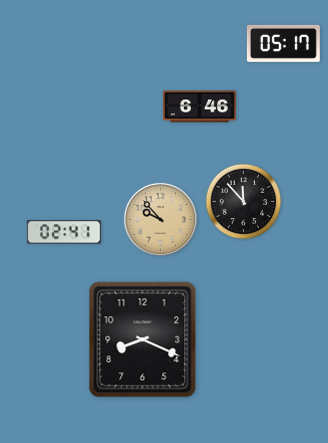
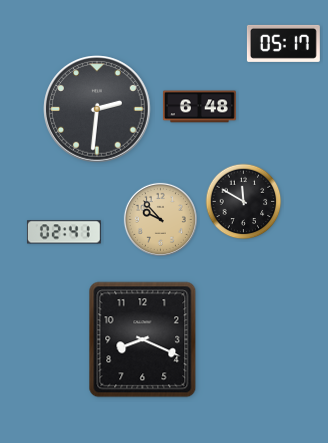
clock at (199, 107): 6:46 -> 6:48
clock at (97, 109): none -> 2:31
clock at (244, 202): 11:53 -> 11:50
